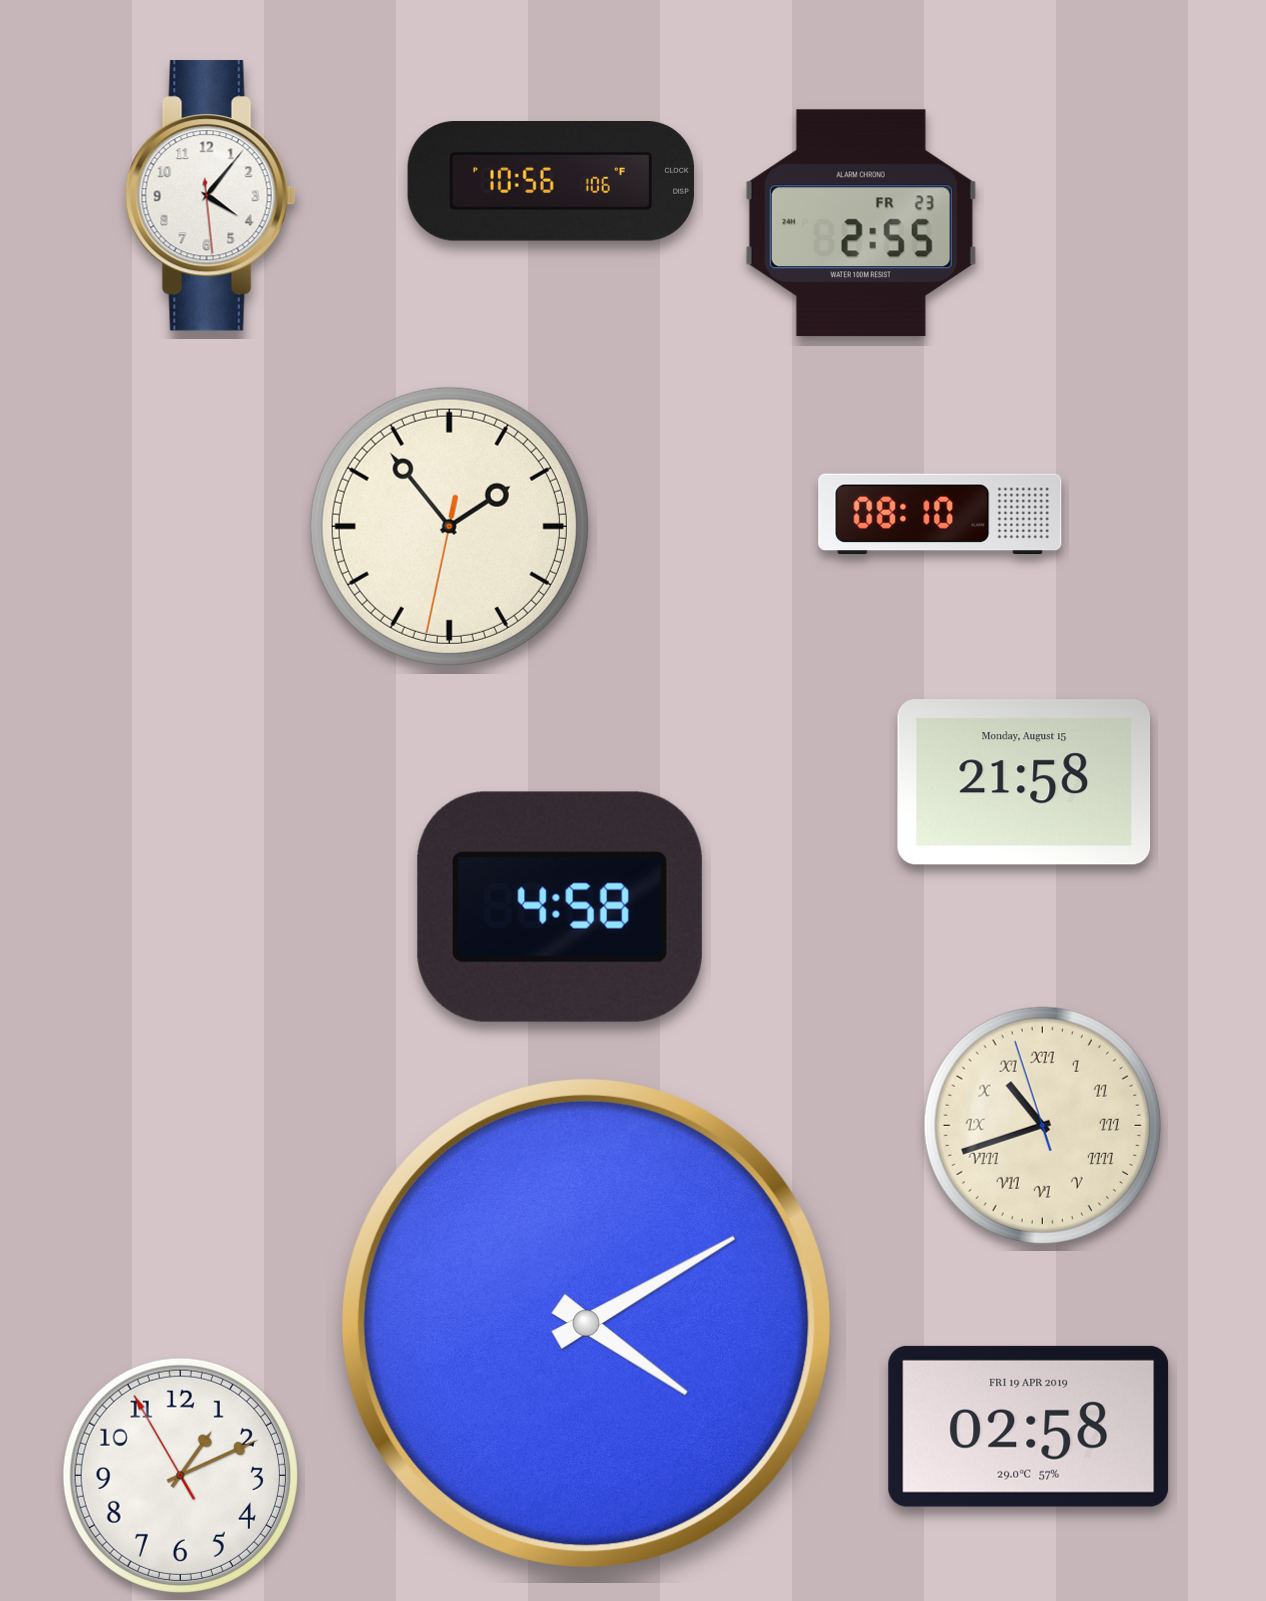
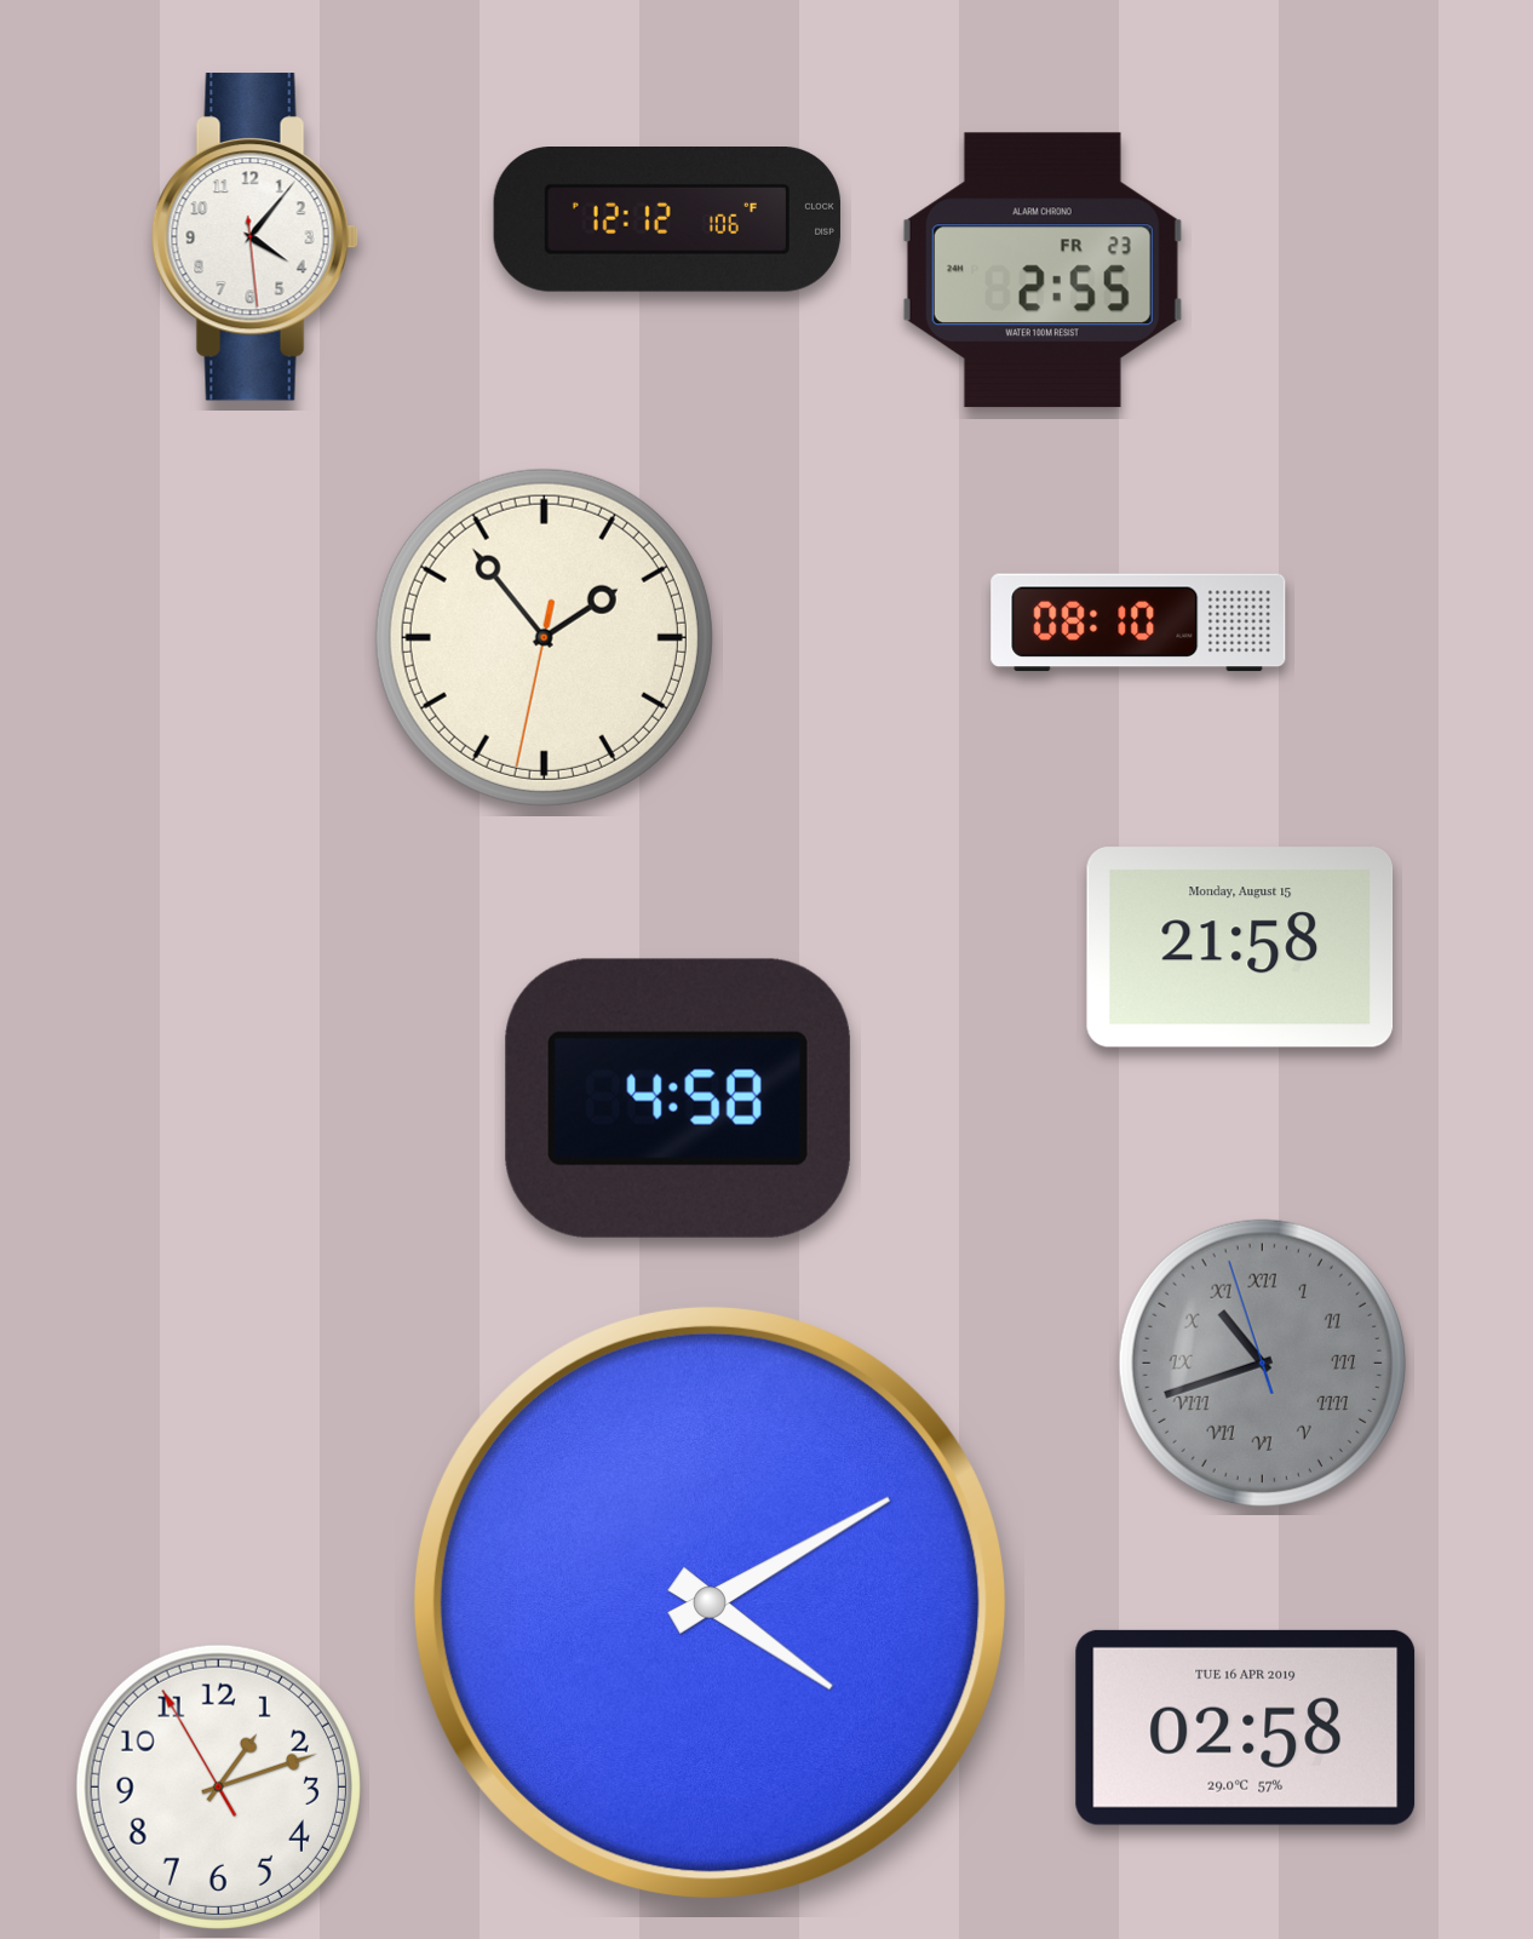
clock at (551, 182): 10:56 -> 12:12
clock at (1042, 1125) dial: cream -> grey
clock at (1029, 1426) date: FRI 19 APR 2019 -> TUE 16 APR 2019
clock at (180, 1475): 1:10 -> 1:11
